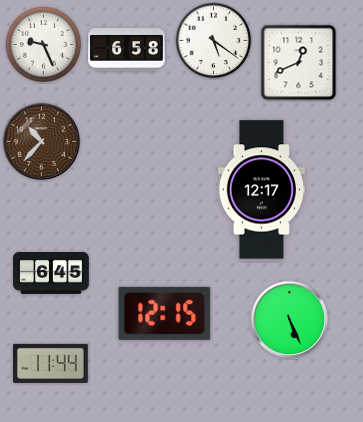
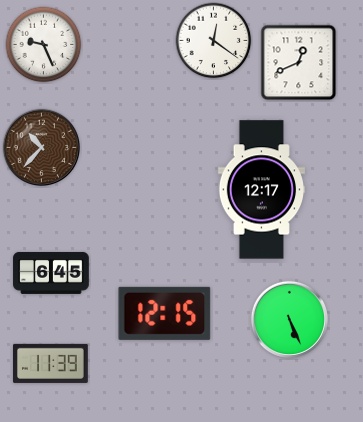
clock at (214, 41): 5:21 -> 12:21
clock at (127, 50): 6:58 -> none
clock at (41, 141) position: (41, 141) -> (41, 147)
clock at (51, 363): 11:44 -> 11:39
